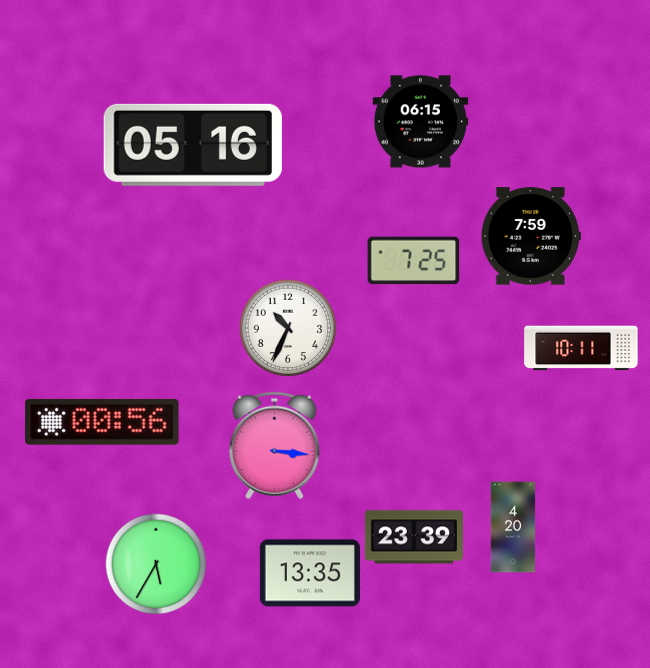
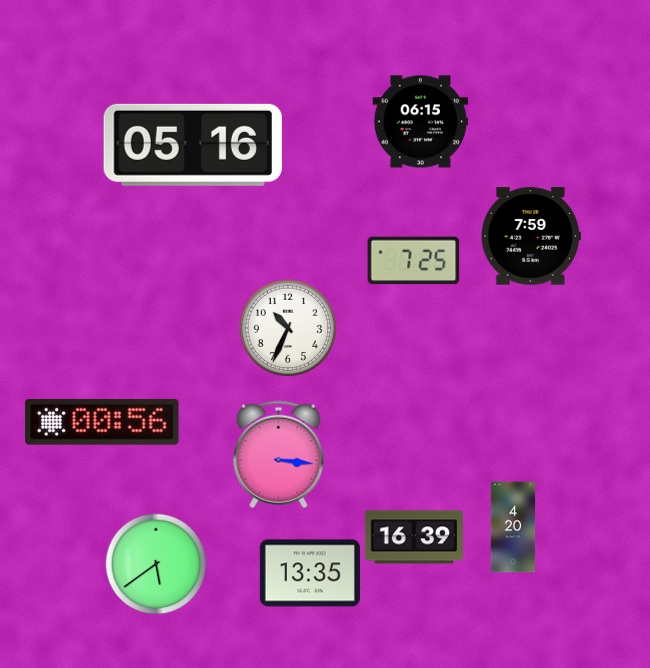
clock at (581, 348): 10:11 -> none
clock at (275, 446) position: (275, 446) -> (279, 455)
clock at (413, 537): 23:39 -> 16:39
clock at (156, 564): 5:35 -> 5:39
